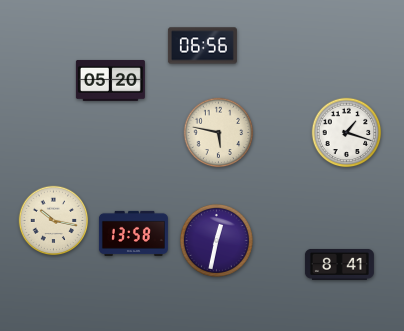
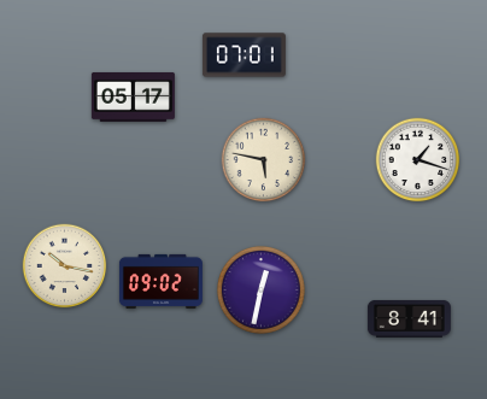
clock at (202, 46): 06:56 -> 07:01
clock at (110, 80): 05:20 -> 05:17
clock at (133, 233): 13:58 -> 09:02
